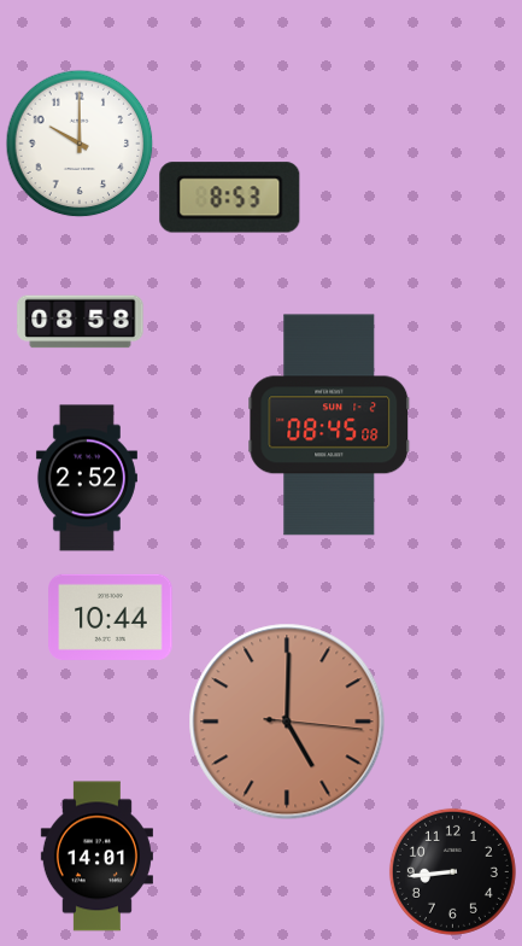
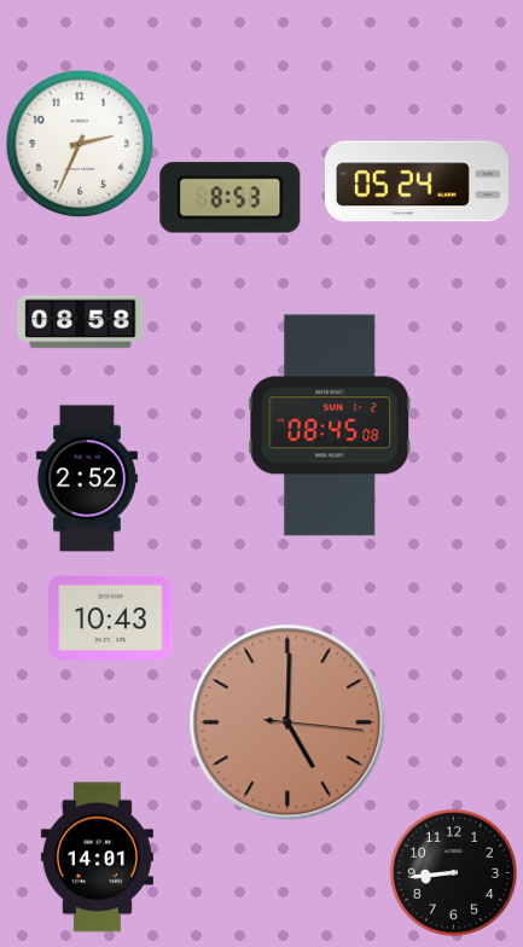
clock at (80, 144): 10:00 -> 2:34
clock at (417, 181): none -> 05:24
clock at (111, 617): 10:44 -> 10:43
